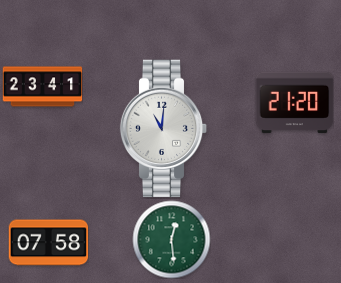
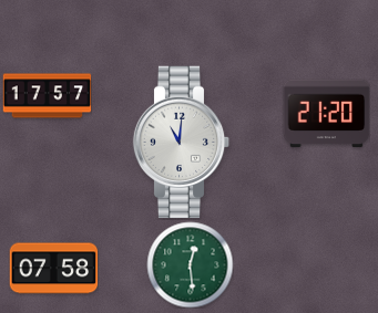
clock at (42, 87): 23:41 -> 17:57
